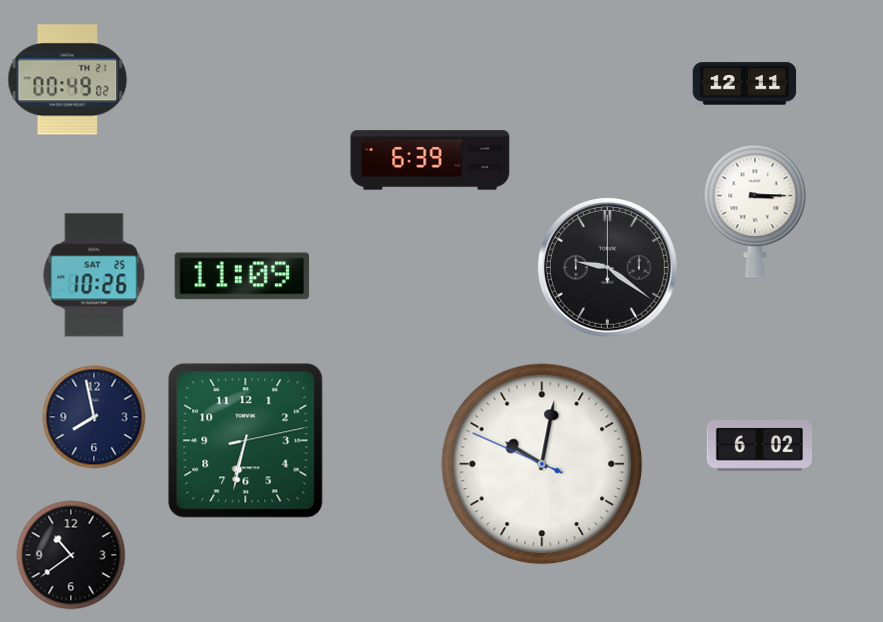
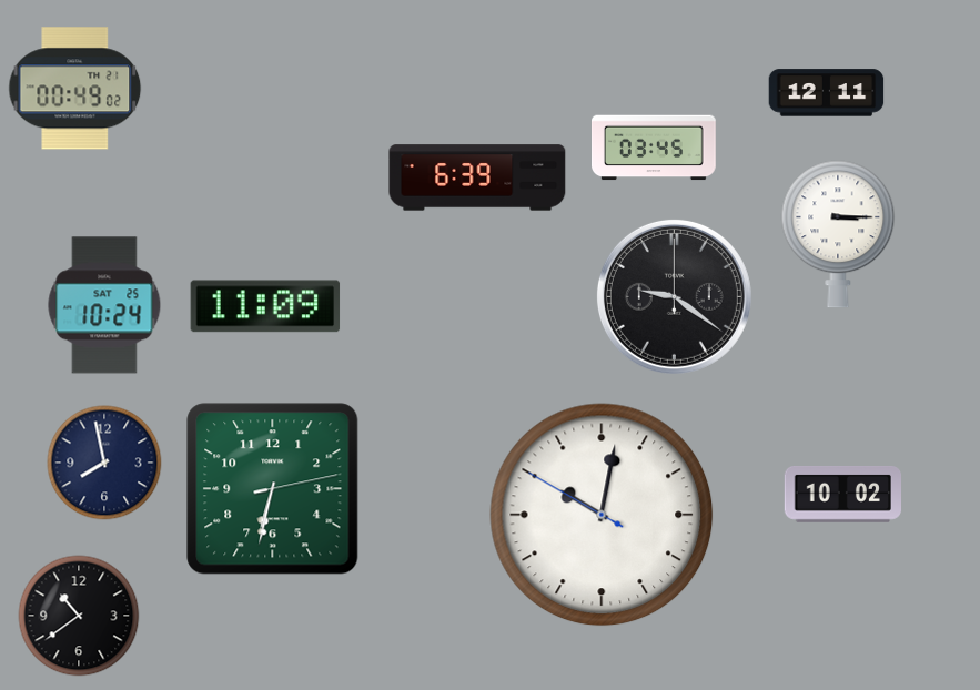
clock at (655, 148): none -> 03:45
clock at (94, 275): 10:26 -> 10:24
clock at (242, 276) position: (242, 276) -> (265, 306)
clock at (759, 445): 6:02 -> 10:02
clock at (542, 464): 10:01:49 -> 10:01:50
